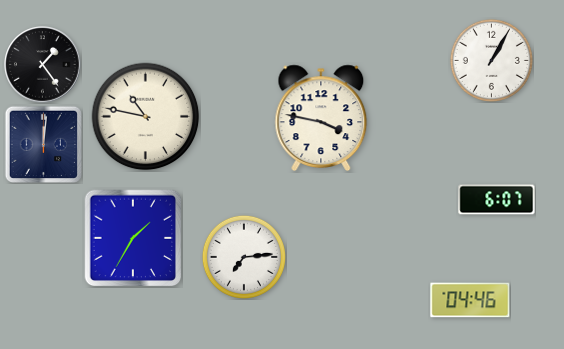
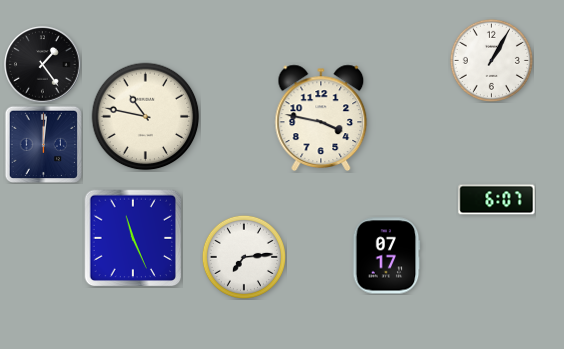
clock at (133, 238): 1:35 -> 11:26
clock at (386, 256): none -> 07:17
clock at (470, 300): 04:46 -> none
